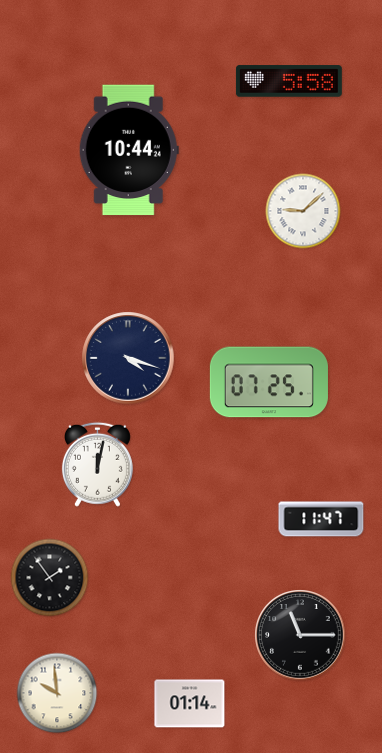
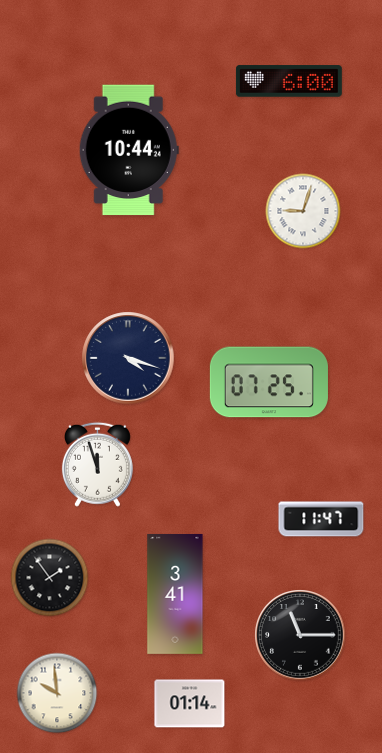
clock at (289, 81): 5:58 -> 6:00
clock at (303, 211): 9:08 -> 9:03
clock at (97, 464): 12:02 -> 11:57
clock at (175, 594): none -> 3:41
